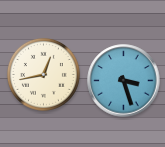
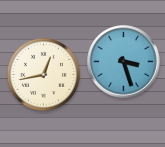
clock at (124, 81) position: (124, 81) -> (124, 62)
